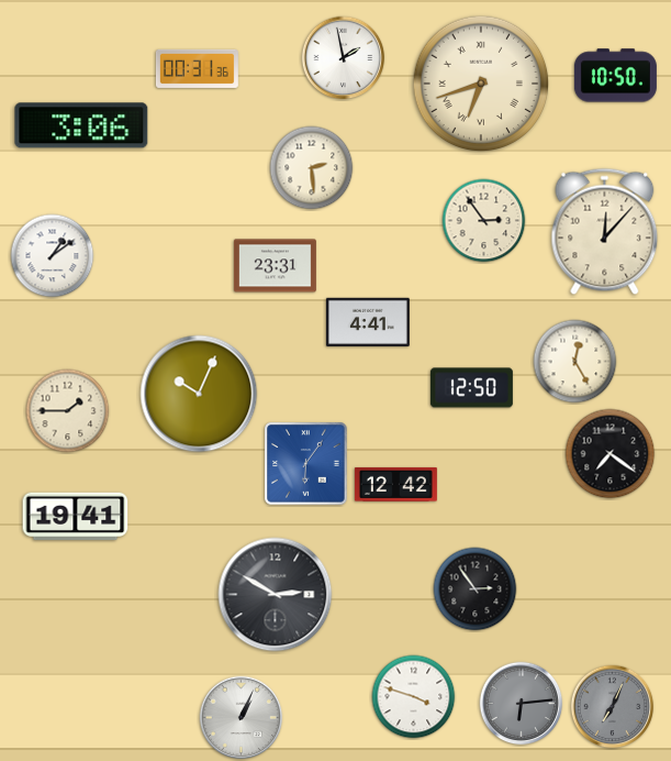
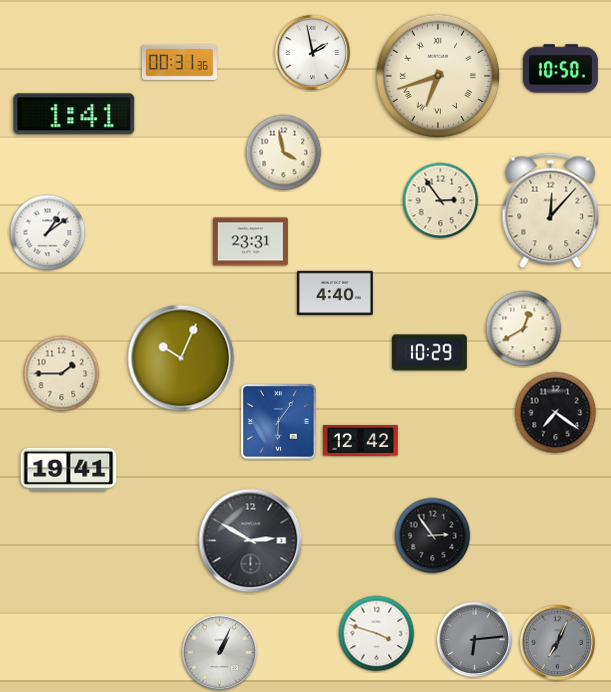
clock at (81, 125): 3:06 -> 1:41
clock at (312, 168): 2:29 -> 3:58
clock at (368, 322): 4:41 -> 4:40
clock at (575, 362): 12:25 -> 12:40
clock at (471, 388): 12:50 -> 10:29
